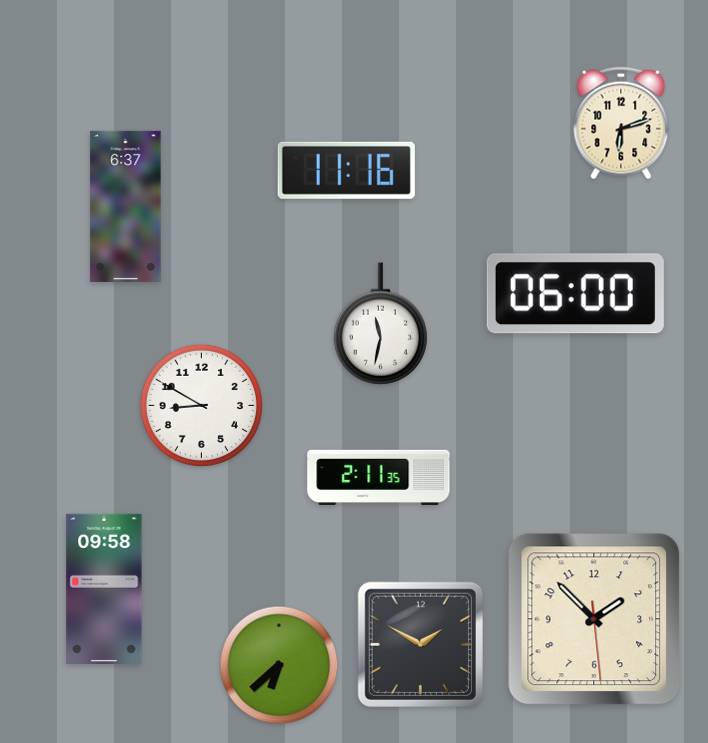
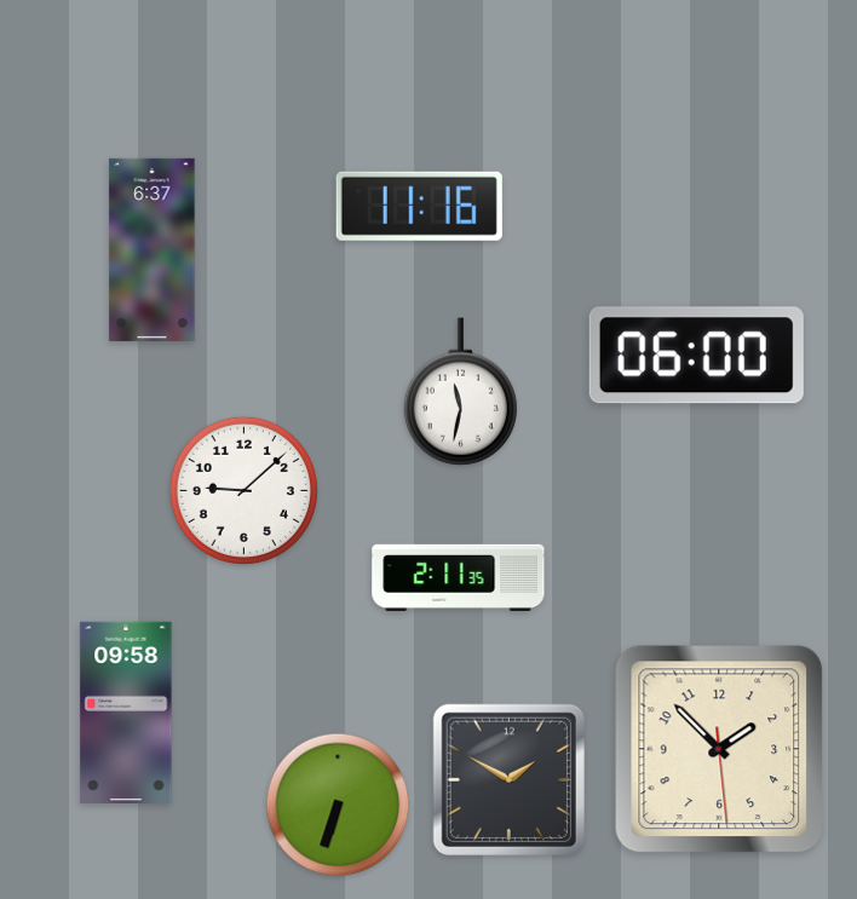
clock at (621, 123): 6:12 -> none
clock at (201, 405): 8:50 -> 9:08
clock at (279, 665): 6:38 -> 6:33
